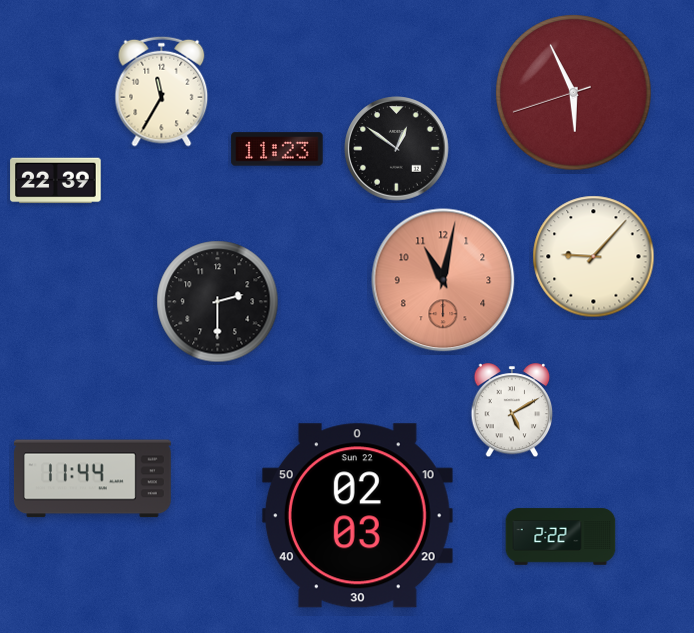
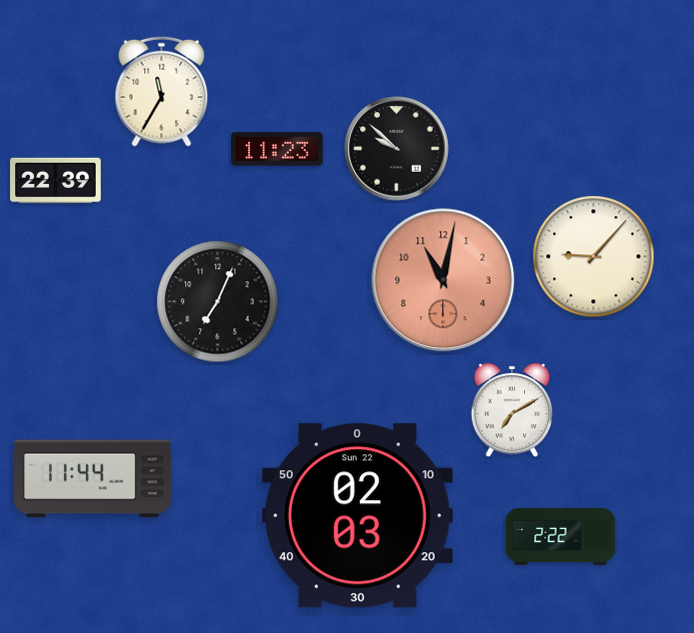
clock at (574, 93): 5:55 -> none
clock at (397, 149): 12:51 -> 9:52
clock at (218, 302): 2:30 -> 7:04
clock at (512, 411): 5:10 -> 7:10
